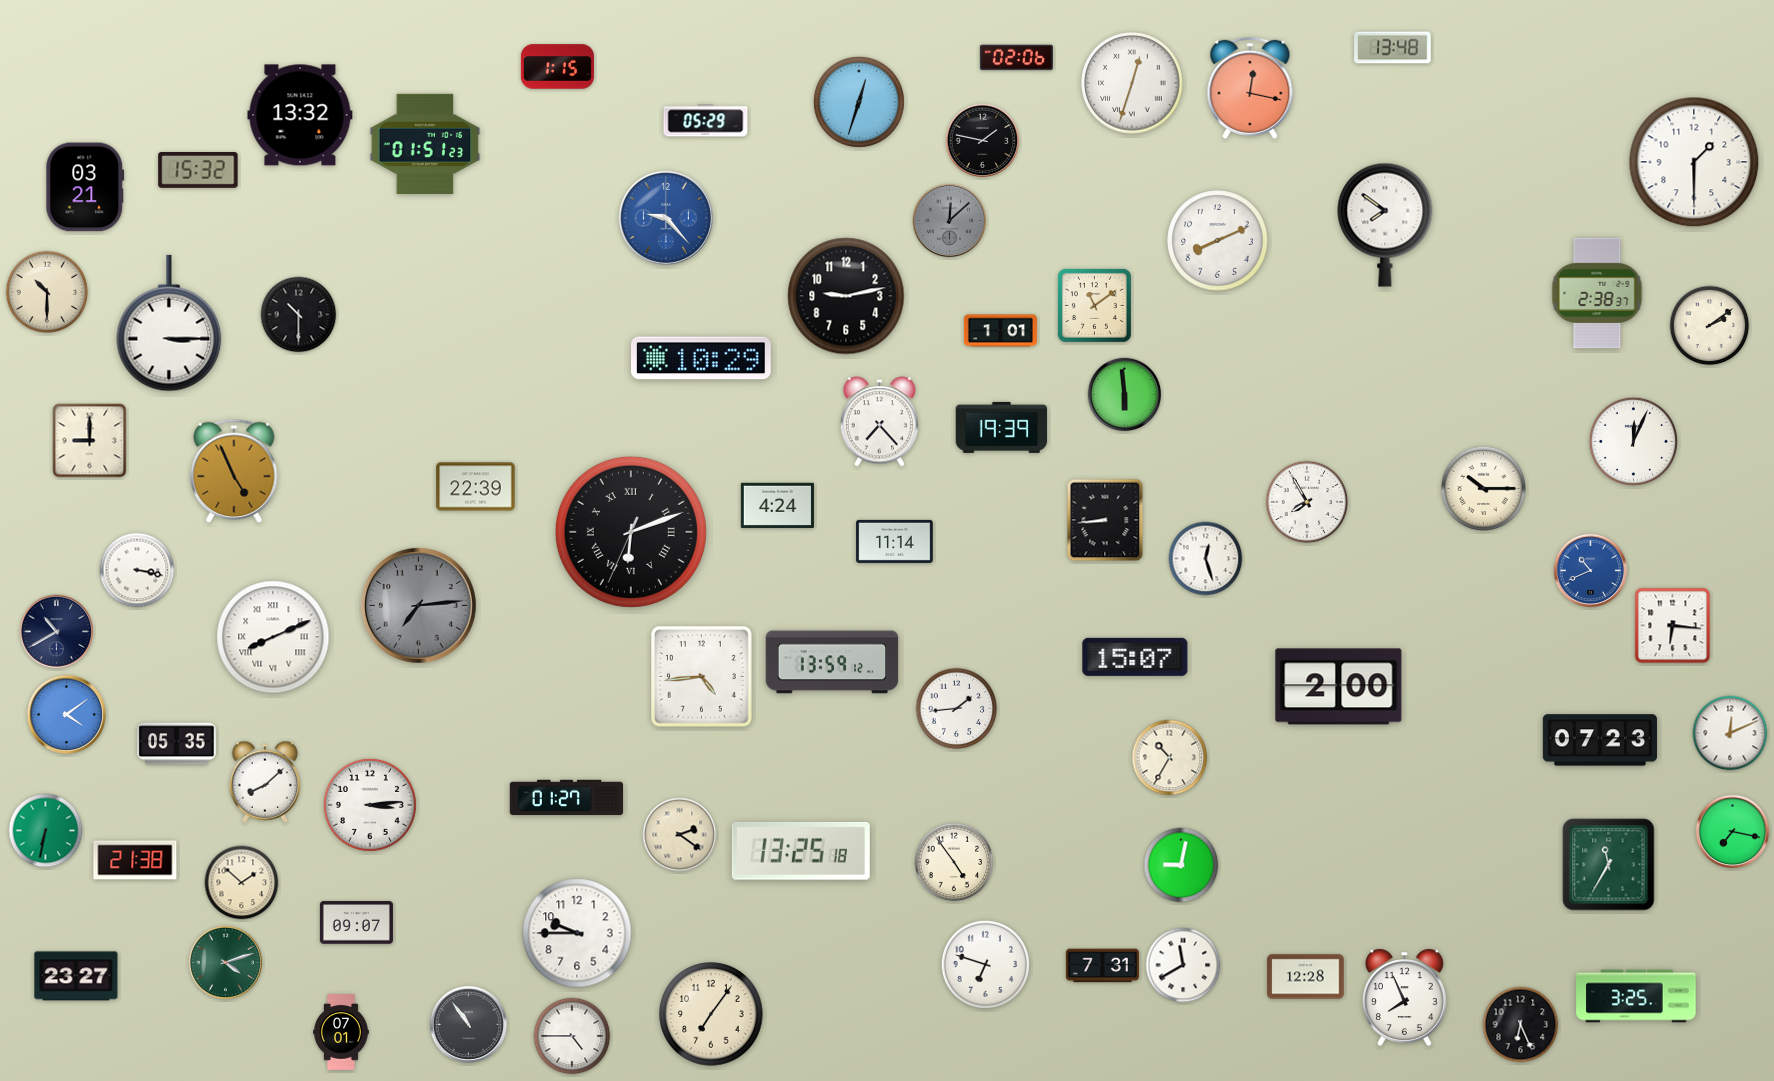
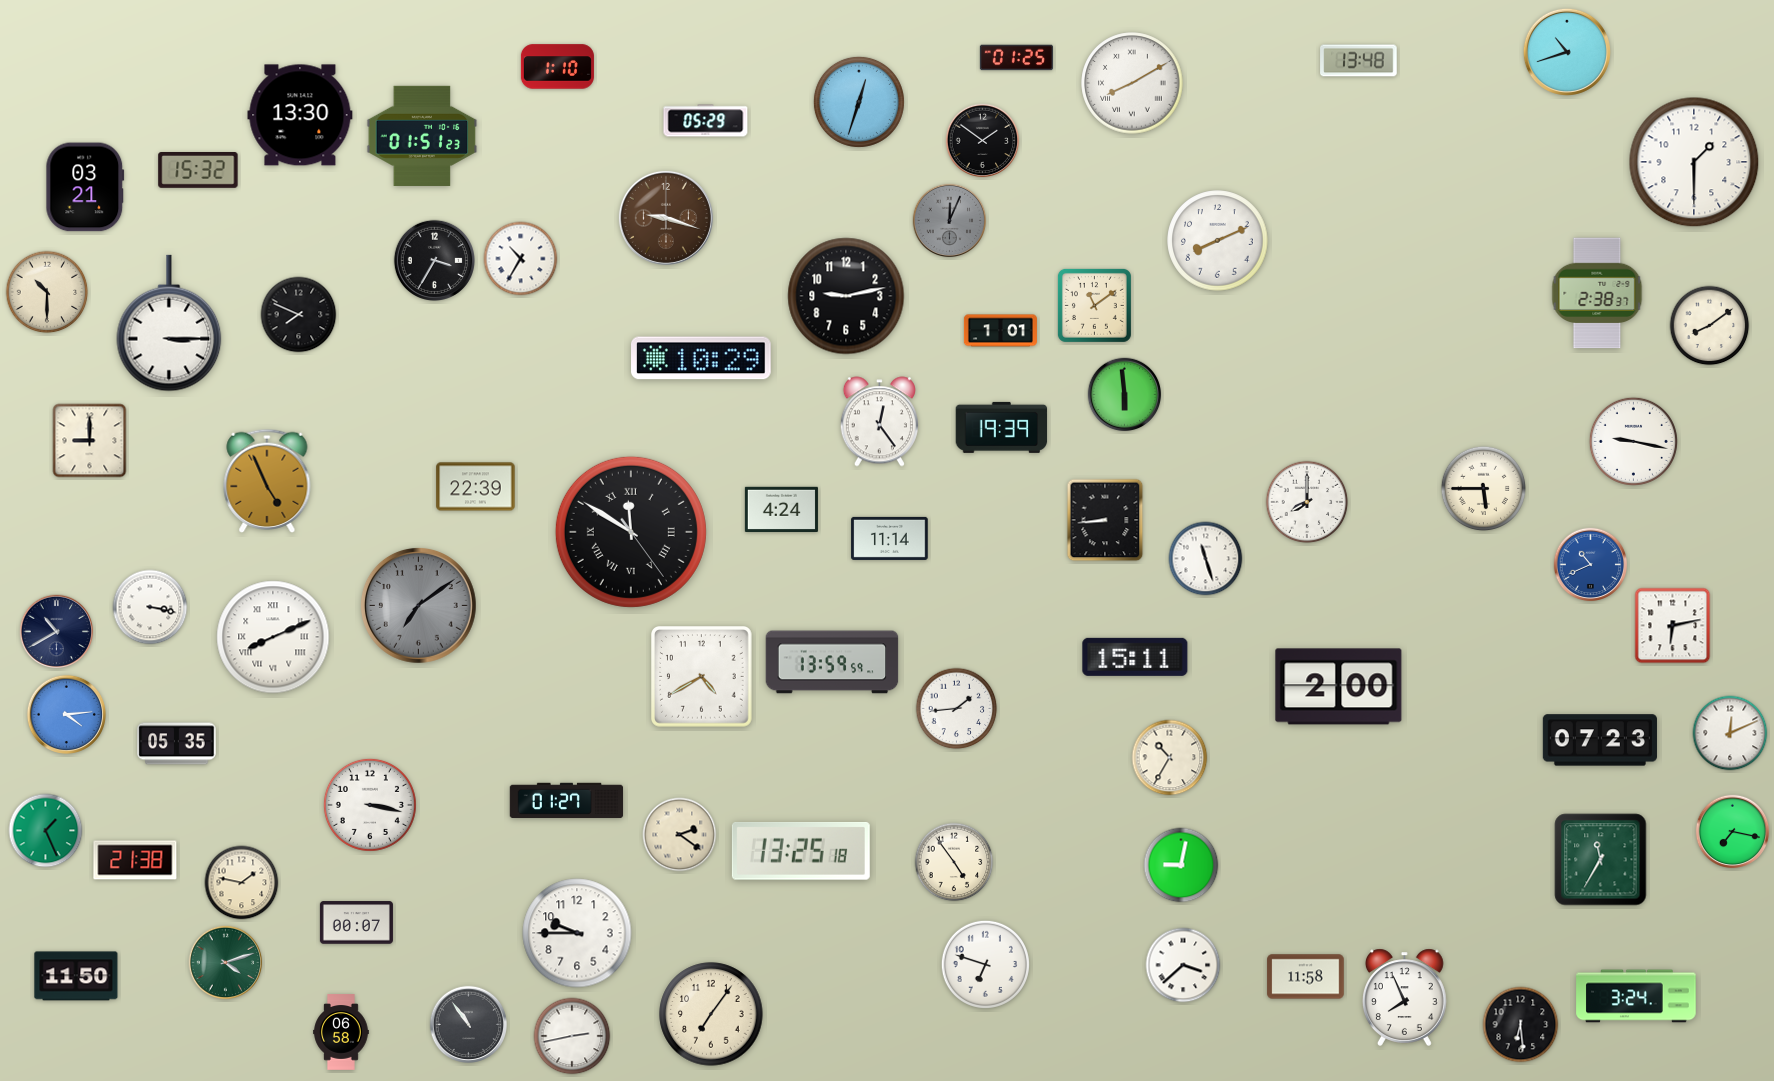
clock at (1393, 48) position: (1393, 48) -> (1359, 61)
clock at (1567, 52): none -> 10:42
clock at (1016, 58): 02:06 -> 01:25
clock at (557, 67): 1:15 -> 1:10
clock at (1132, 83): 12:33 -> 8:10
clock at (1250, 88): 12:17 -> none
clock at (300, 115): 13:32 -> 13:30
clock at (983, 141): 1:47 -> 1:51
clock at (425, 144) position: (425, 144) -> (422, 136)
clock at (666, 218): 9:23 -> 9:18
clock at (666, 218) dial: blue -> brown
clock at (950, 221): 12:08 -> 12:04
clock at (1385, 225): 7:51 -> none
clock at (521, 259): none -> 10:35
clock at (434, 260): none -> 3:35
clock at (299, 315): 10:30 -> 7:49
clock at (1710, 326): 2:09 -> 8:09
clock at (879, 422): 7:23 -> 12:24
clock at (1633, 441): 12:04 -> 9:17
clock at (234, 471) position: (234, 471) -> (267, 481)
clock at (1484, 489): 10:15 -> 5:45
clock at (1307, 502): 7:55 -> 8:00
clock at (777, 505) position: (777, 505) -> (781, 509)
clock at (631, 532): 6:11 -> 11:50
clock at (895, 541) position: (895, 541) -> (890, 538)
clock at (1206, 559): 12:27 -> 11:27
clock at (137, 570) position: (137, 570) -> (150, 607)
clock at (1591, 571) position: (1591, 571) -> (1591, 565)
clock at (418, 605): 7:14 -> 7:09
clock at (1673, 626): 6:16 -> 6:13
clock at (1135, 657): 15:07 -> 15:11
clock at (832, 662): 13:59:12 -> 13:59:59
clock at (702, 677): 4:44 -> 4:40
clock at (66, 714): 4:09 -> 4:14
clock at (265, 782): 8:08 -> none
clock at (567, 798) position: (567, 798) -> (567, 801)
clock at (370, 805): 3:14 -> 3:17
clock at (46, 831): 6:32 -> 1:26
clock at (1609, 865) position: (1609, 865) -> (1601, 860)
clock at (242, 883): 1:52 -> 1:47
clock at (356, 923): 09:07 -> 00:07
clock at (1183, 965): 11:40 -> 3:38
clock at (1102, 966): 7:31 -> none
clock at (76, 976): 23:27 -> 11:50
clock at (1306, 977): 12:28 -> 11:58
clock at (1636, 996): 3:25 -> 3:24
clock at (1521, 1025): 6:26 -> 6:29
clock at (341, 1032): 07:01 -> 06:58
clock at (572, 1036): 4:45 -> 2:43
